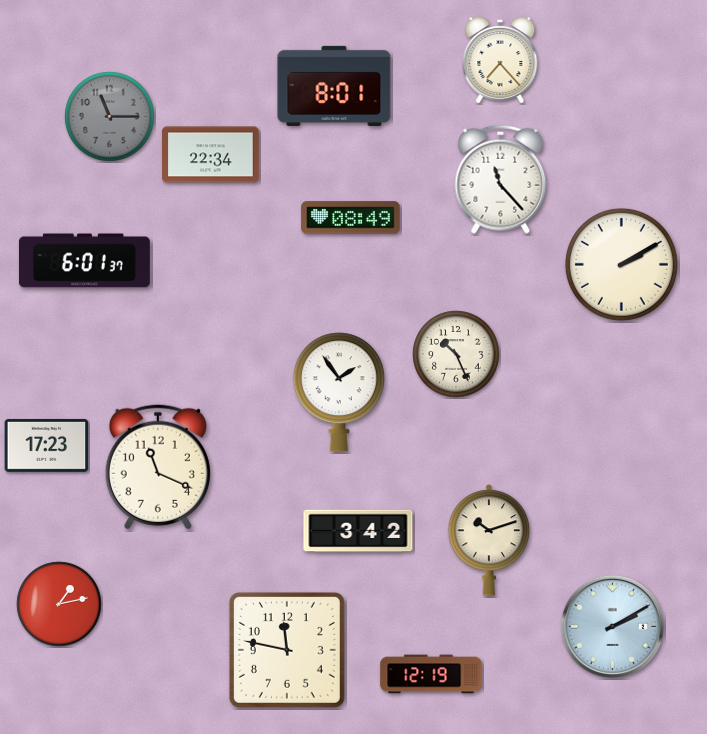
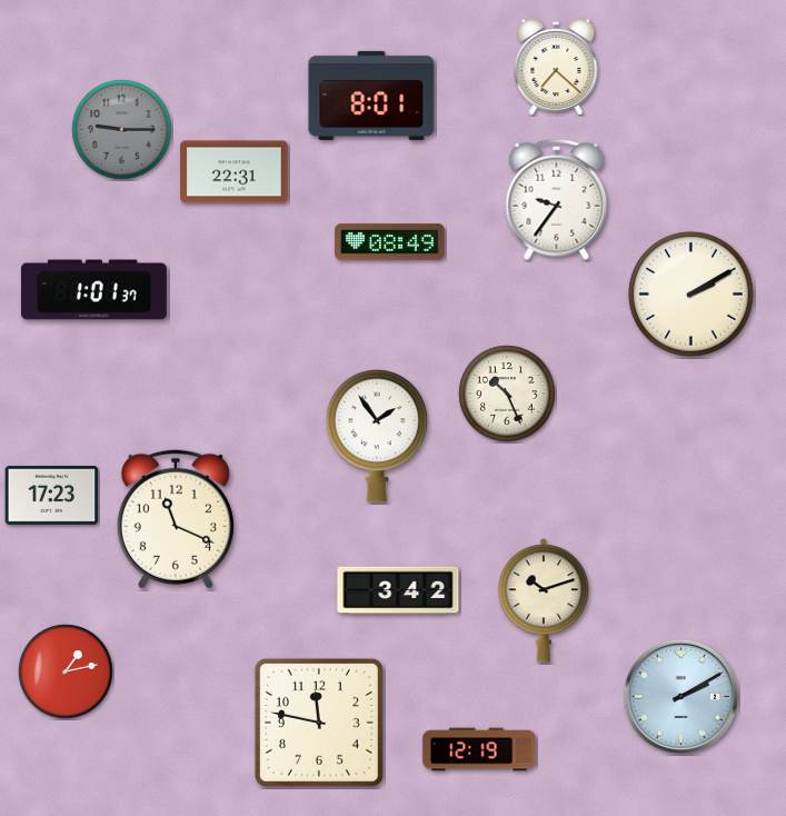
clock at (500, 60): 7:23 -> 7:22
clock at (110, 117): 11:15 -> 9:15
clock at (211, 155): 22:34 -> 22:31
clock at (501, 179): 11:23 -> 9:36
clock at (84, 261): 6:01 -> 1:01
